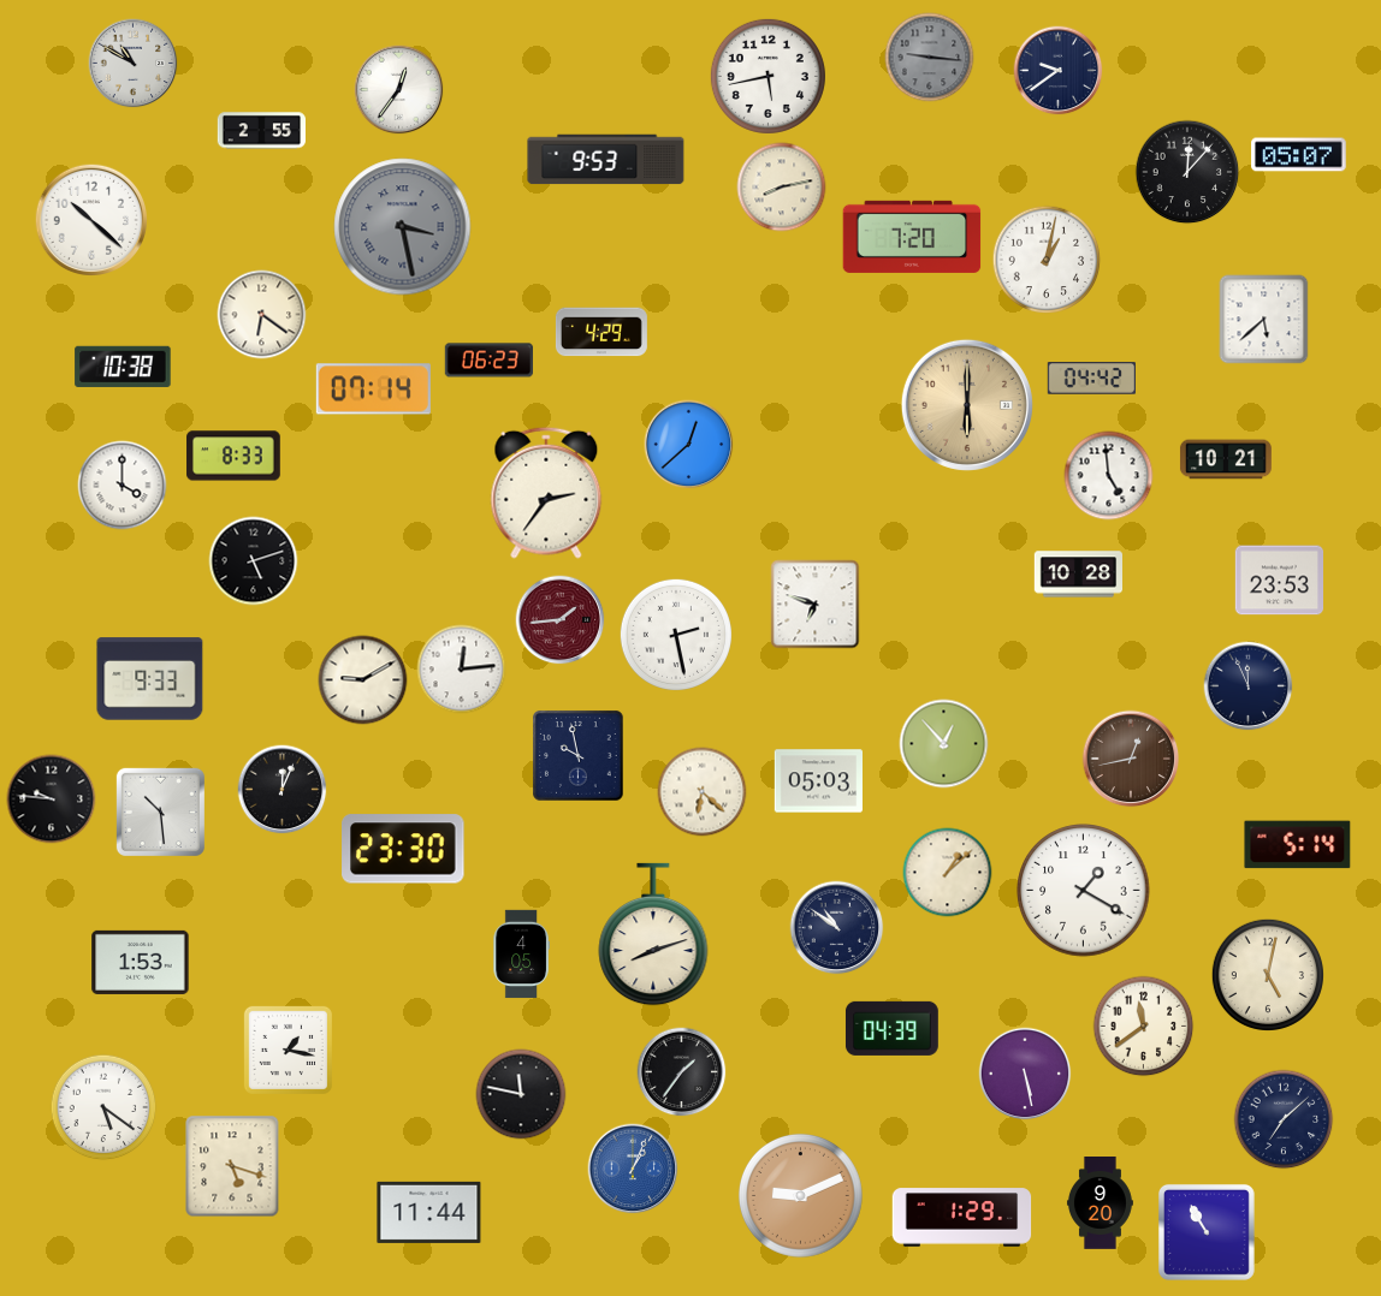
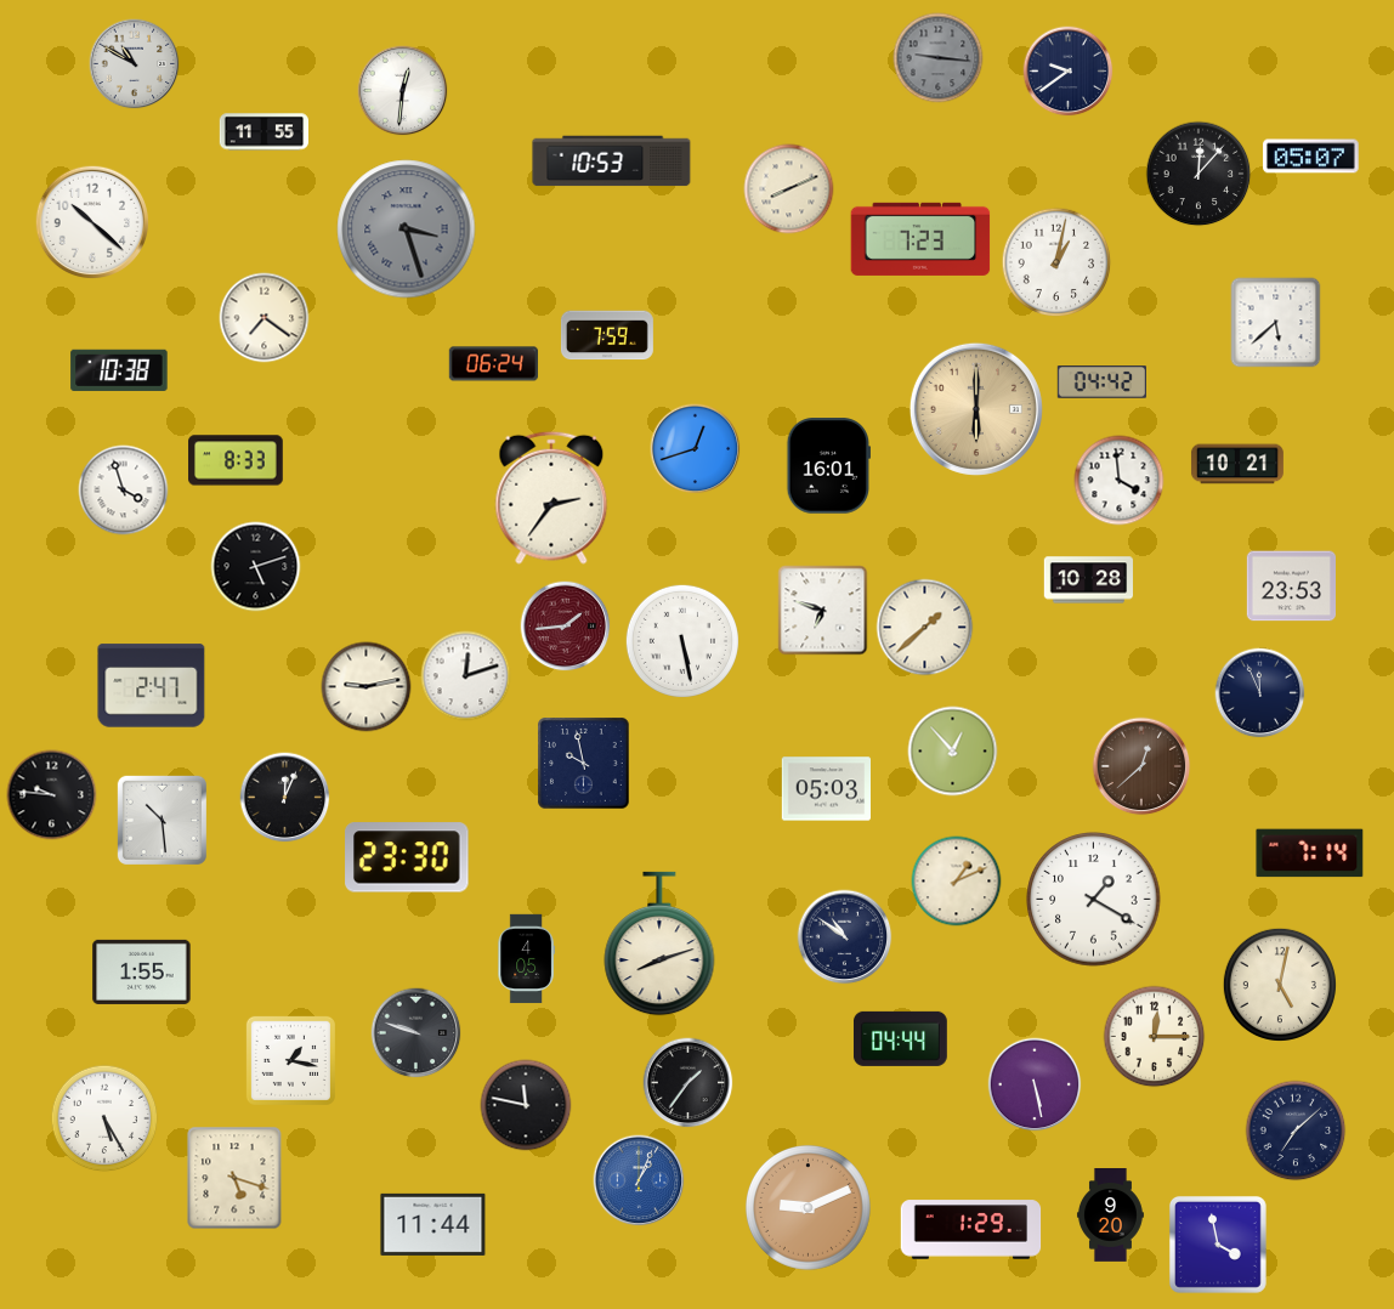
clock at (767, 76): 5:43 -> none
clock at (399, 90): 12:36 -> 12:31
clock at (261, 131): 2:55 -> 11:55
clock at (606, 160): 9:53 -> 10:53
clock at (782, 188): 8:13 -> 8:11
clock at (403, 227): 3:28 -> 3:27
clock at (912, 237): 7:20 -> 7:23
clock at (262, 315): 6:21 -> 7:21
clock at (601, 332): 4:29 -> 7:59
clock at (488, 361): 06:23 -> 06:24
clock at (123, 367) position: (123, 367) -> (119, 370)
clock at (373, 390): 07:14 -> none
clock at (689, 445): 12:38 -> 12:42
clock at (829, 466): none -> 16:01
clock at (1109, 476): 4:59 -> 3:59
clock at (123, 486): 4:00 -> 3:57
clock at (925, 628): none -> 1:38
clock at (676, 635): 2:28 -> 5:28
clock at (462, 670): 12:14 -> 12:12
clock at (150, 679): 9:33 -> 2:47
clock at (363, 680): 9:10 -> 9:13
clock at (1131, 759): 12:43 -> 12:38
clock at (703, 792): 6:22 -> none
clock at (52, 799) position: (52, 799) -> (52, 795)
clock at (1298, 845): 5:14 -> 7:14
clock at (948, 873): 1:08 -> 1:11
clock at (521, 955) position: (521, 955) -> (526, 959)
clock at (141, 962): 1:53 -> 1:55
clock at (416, 1033): none -> 9:48
clock at (1144, 1027): 11:39 -> 12:15
clock at (891, 1028): 04:39 -> 04:44
clock at (103, 1107): 5:21 -> 5:25
clock at (1207, 1232): 10:55 -> 3:58
